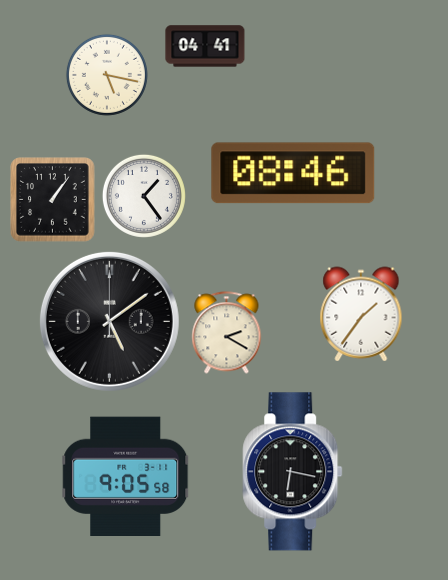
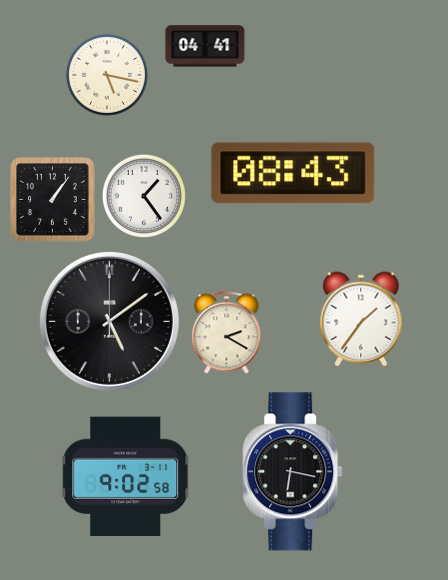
clock at (293, 173): 08:46 -> 08:43
clock at (361, 314) position: (361, 314) -> (361, 319)
clock at (126, 477): 9:05 -> 9:02
